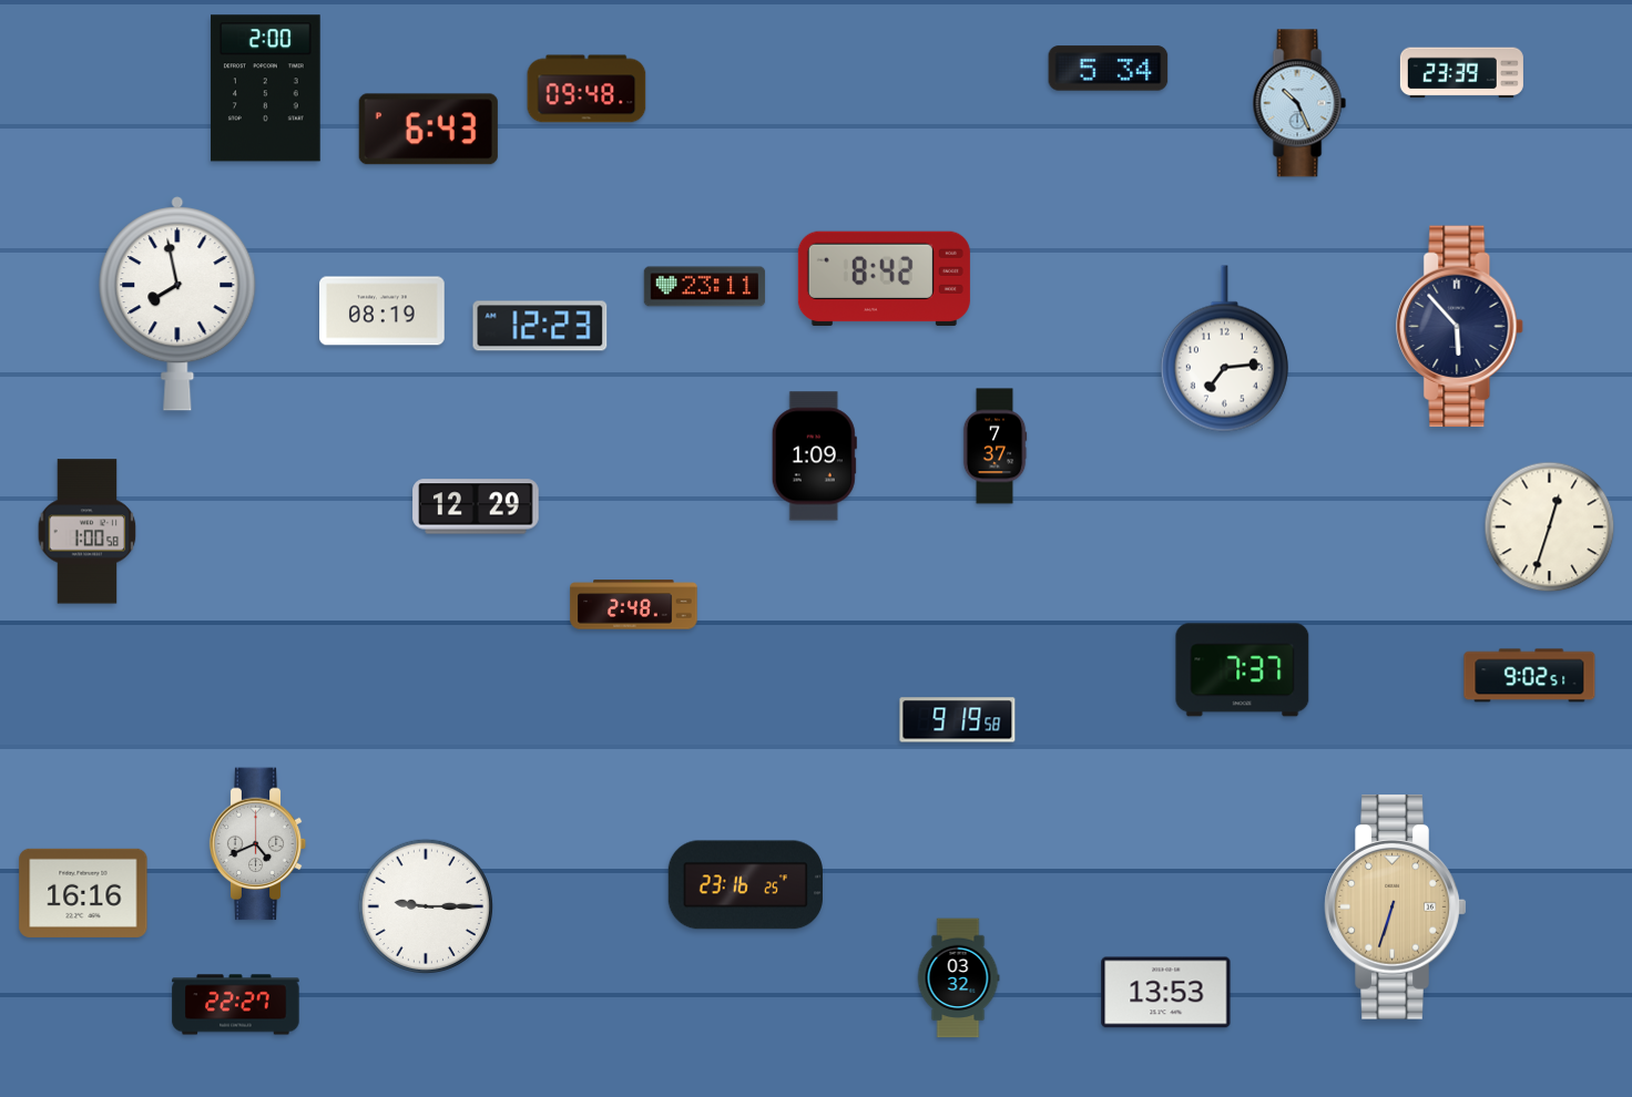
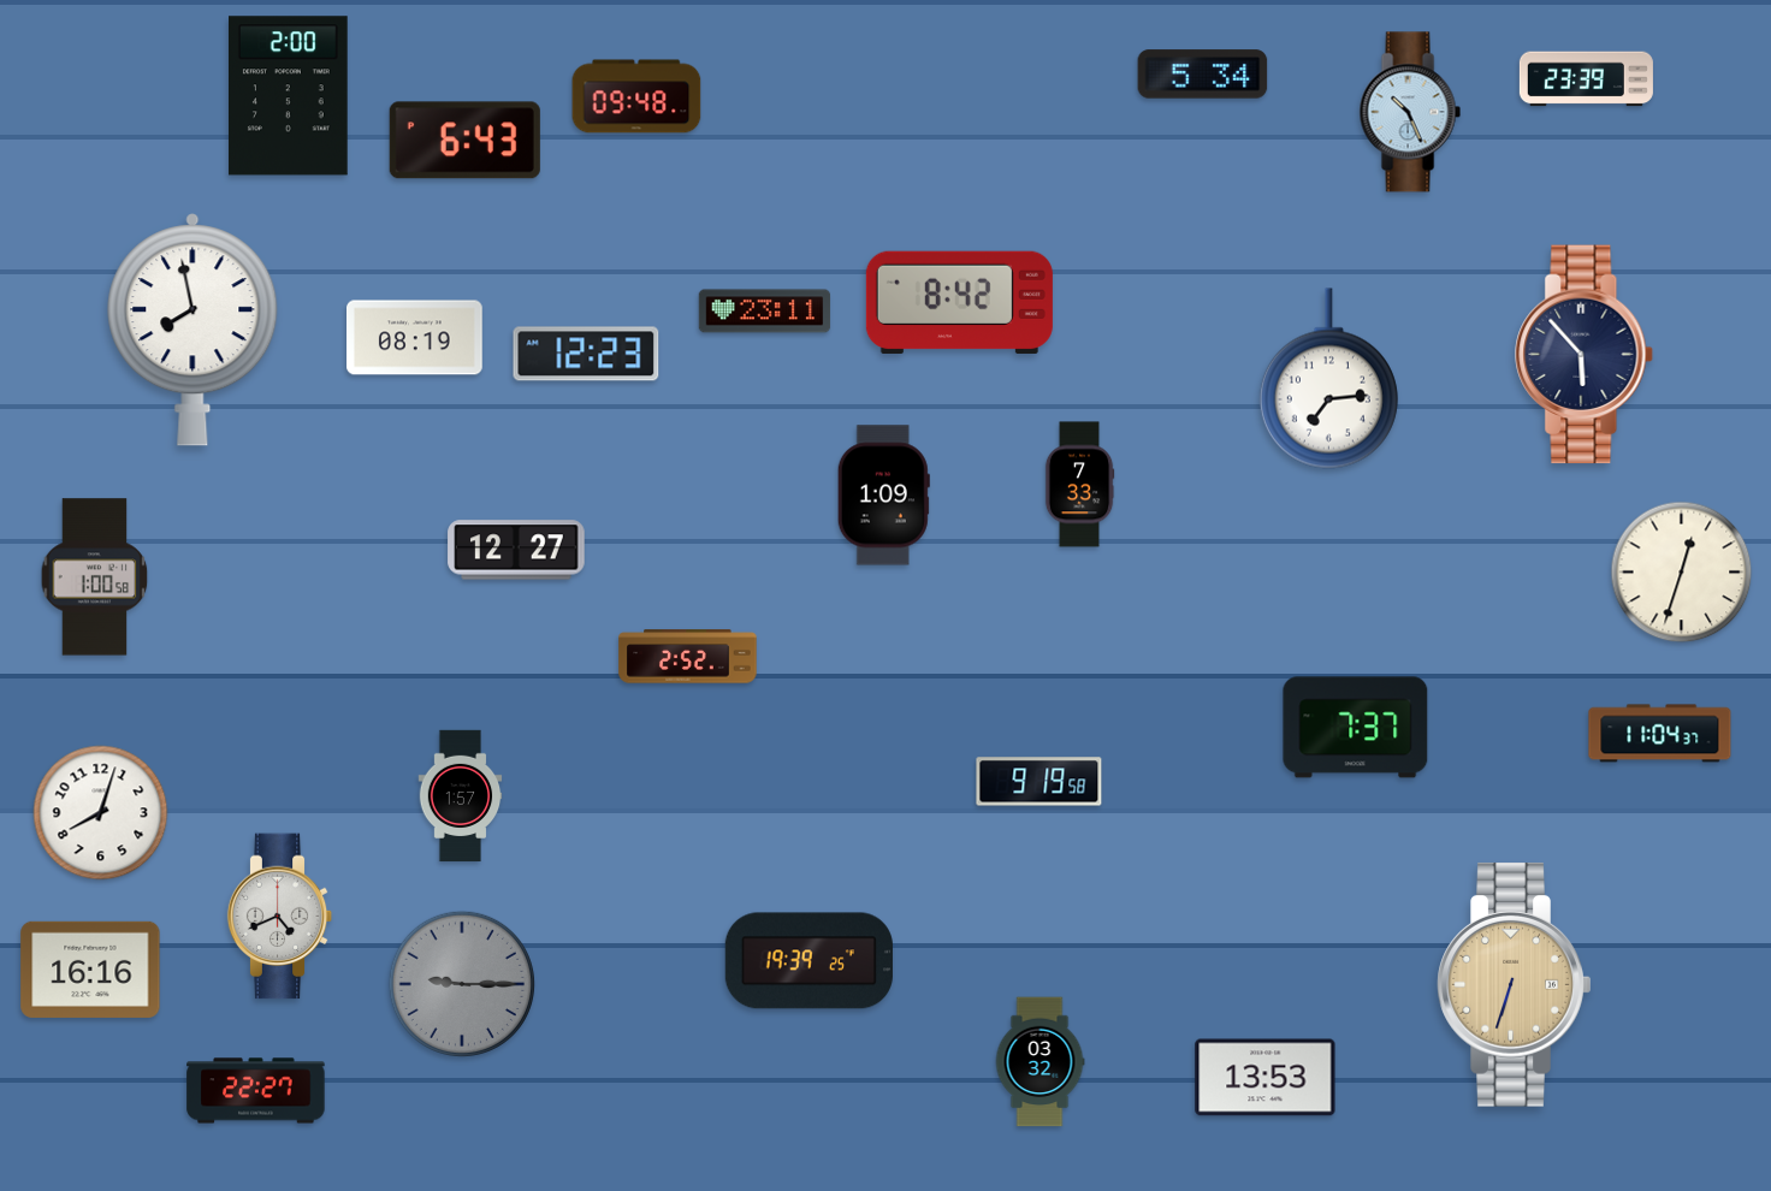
clock at (994, 447): 7:37 -> 7:33
clock at (476, 506): 12:29 -> 12:27
clock at (634, 605): 2:48 -> 2:52
clock at (1243, 670) position: (1243, 670) -> (1356, 728)
clock at (1530, 676): 9:02 -> 11:04
clock at (461, 796): none -> 1:57
clock at (101, 813): none -> 8:03
clock at (745, 885): 23:16 -> 19:39
clock at (426, 906) dial: white -> grey
